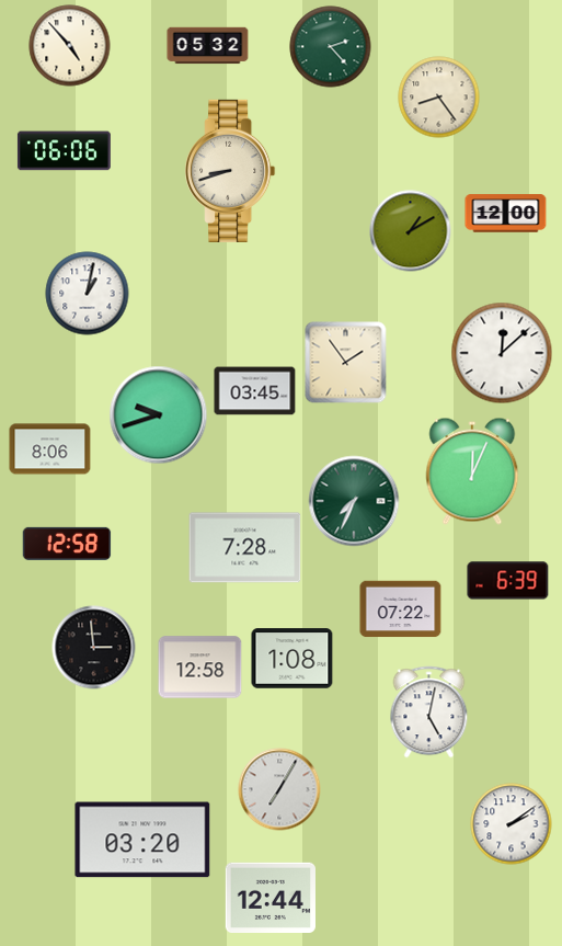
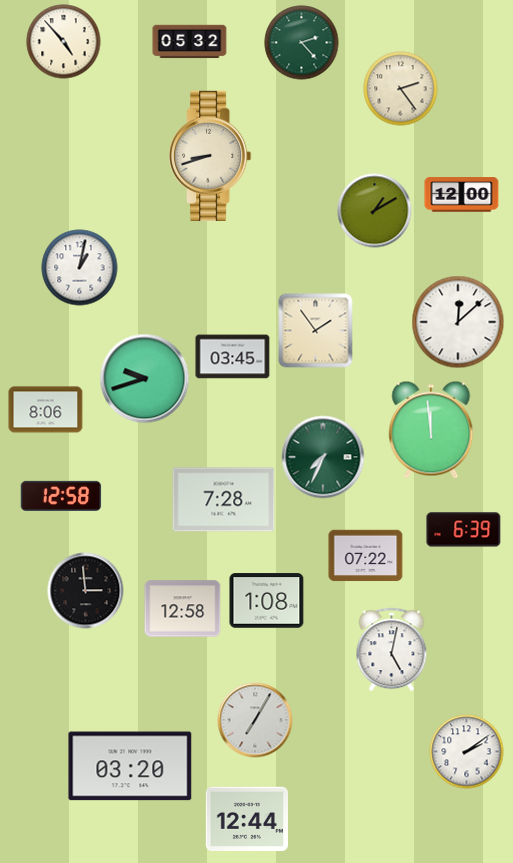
clock at (439, 98): 8:24 -> 2:24
clock at (64, 151): 06:06 -> none
clock at (472, 471): 12:04 -> 11:59
